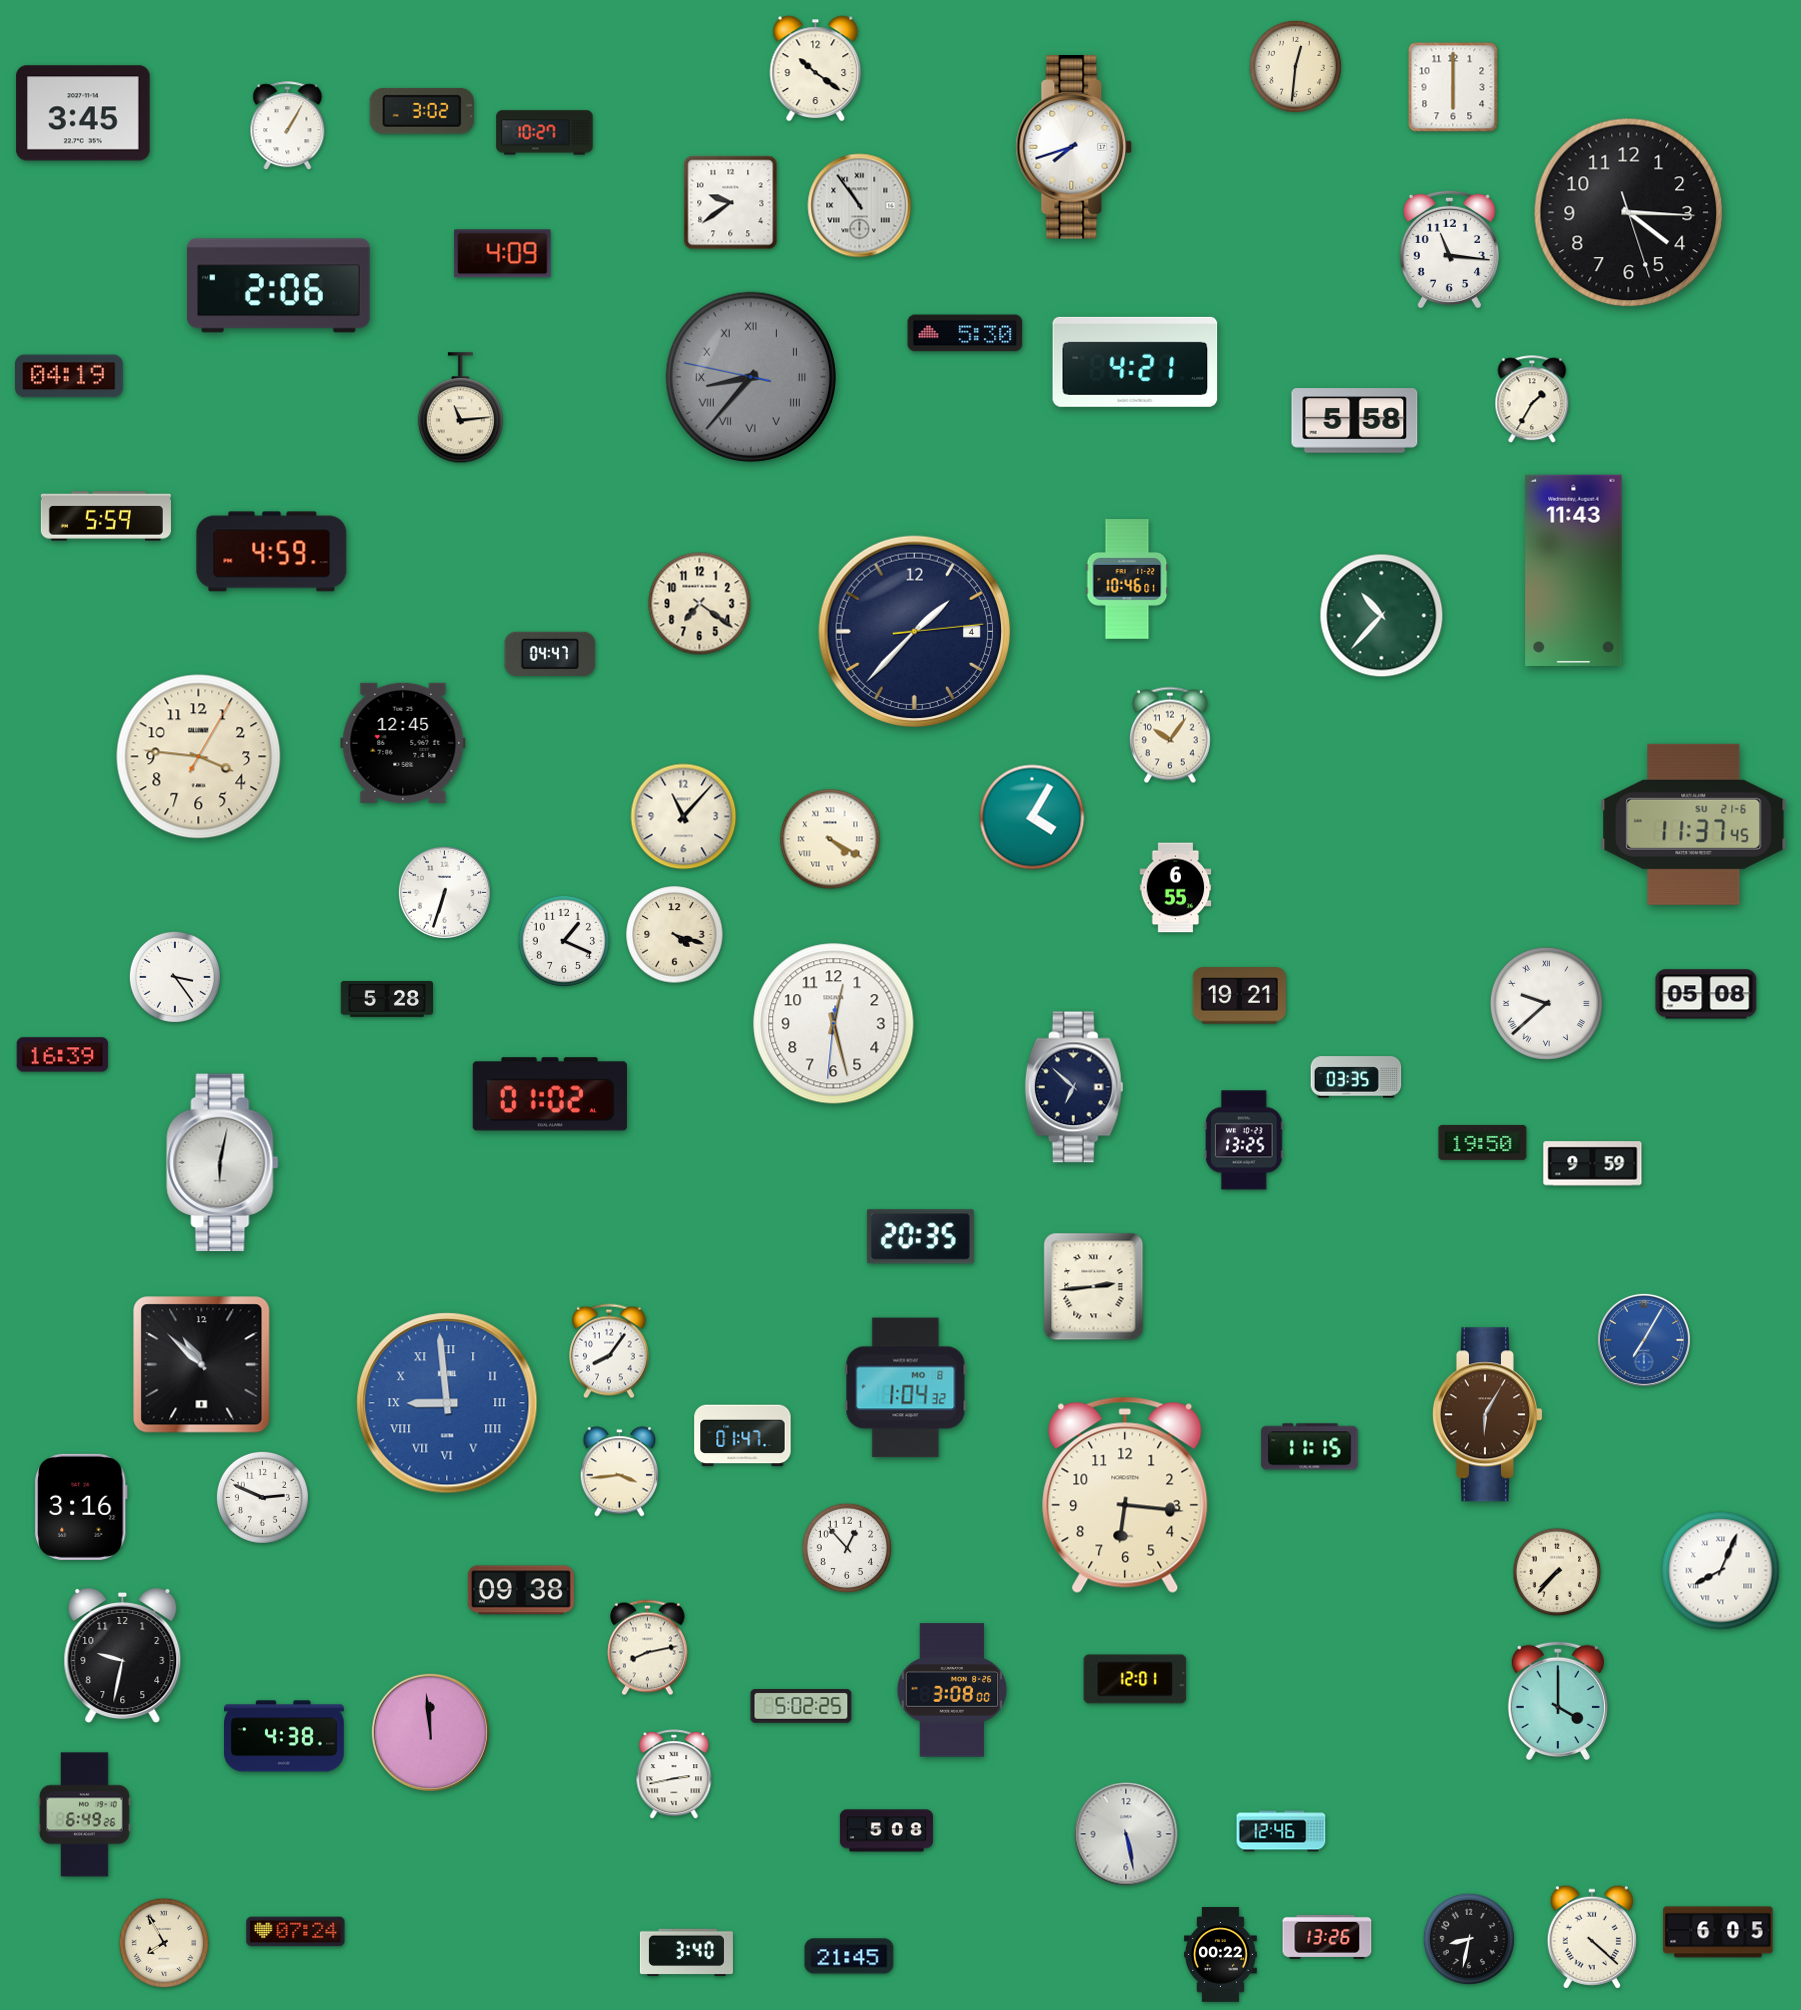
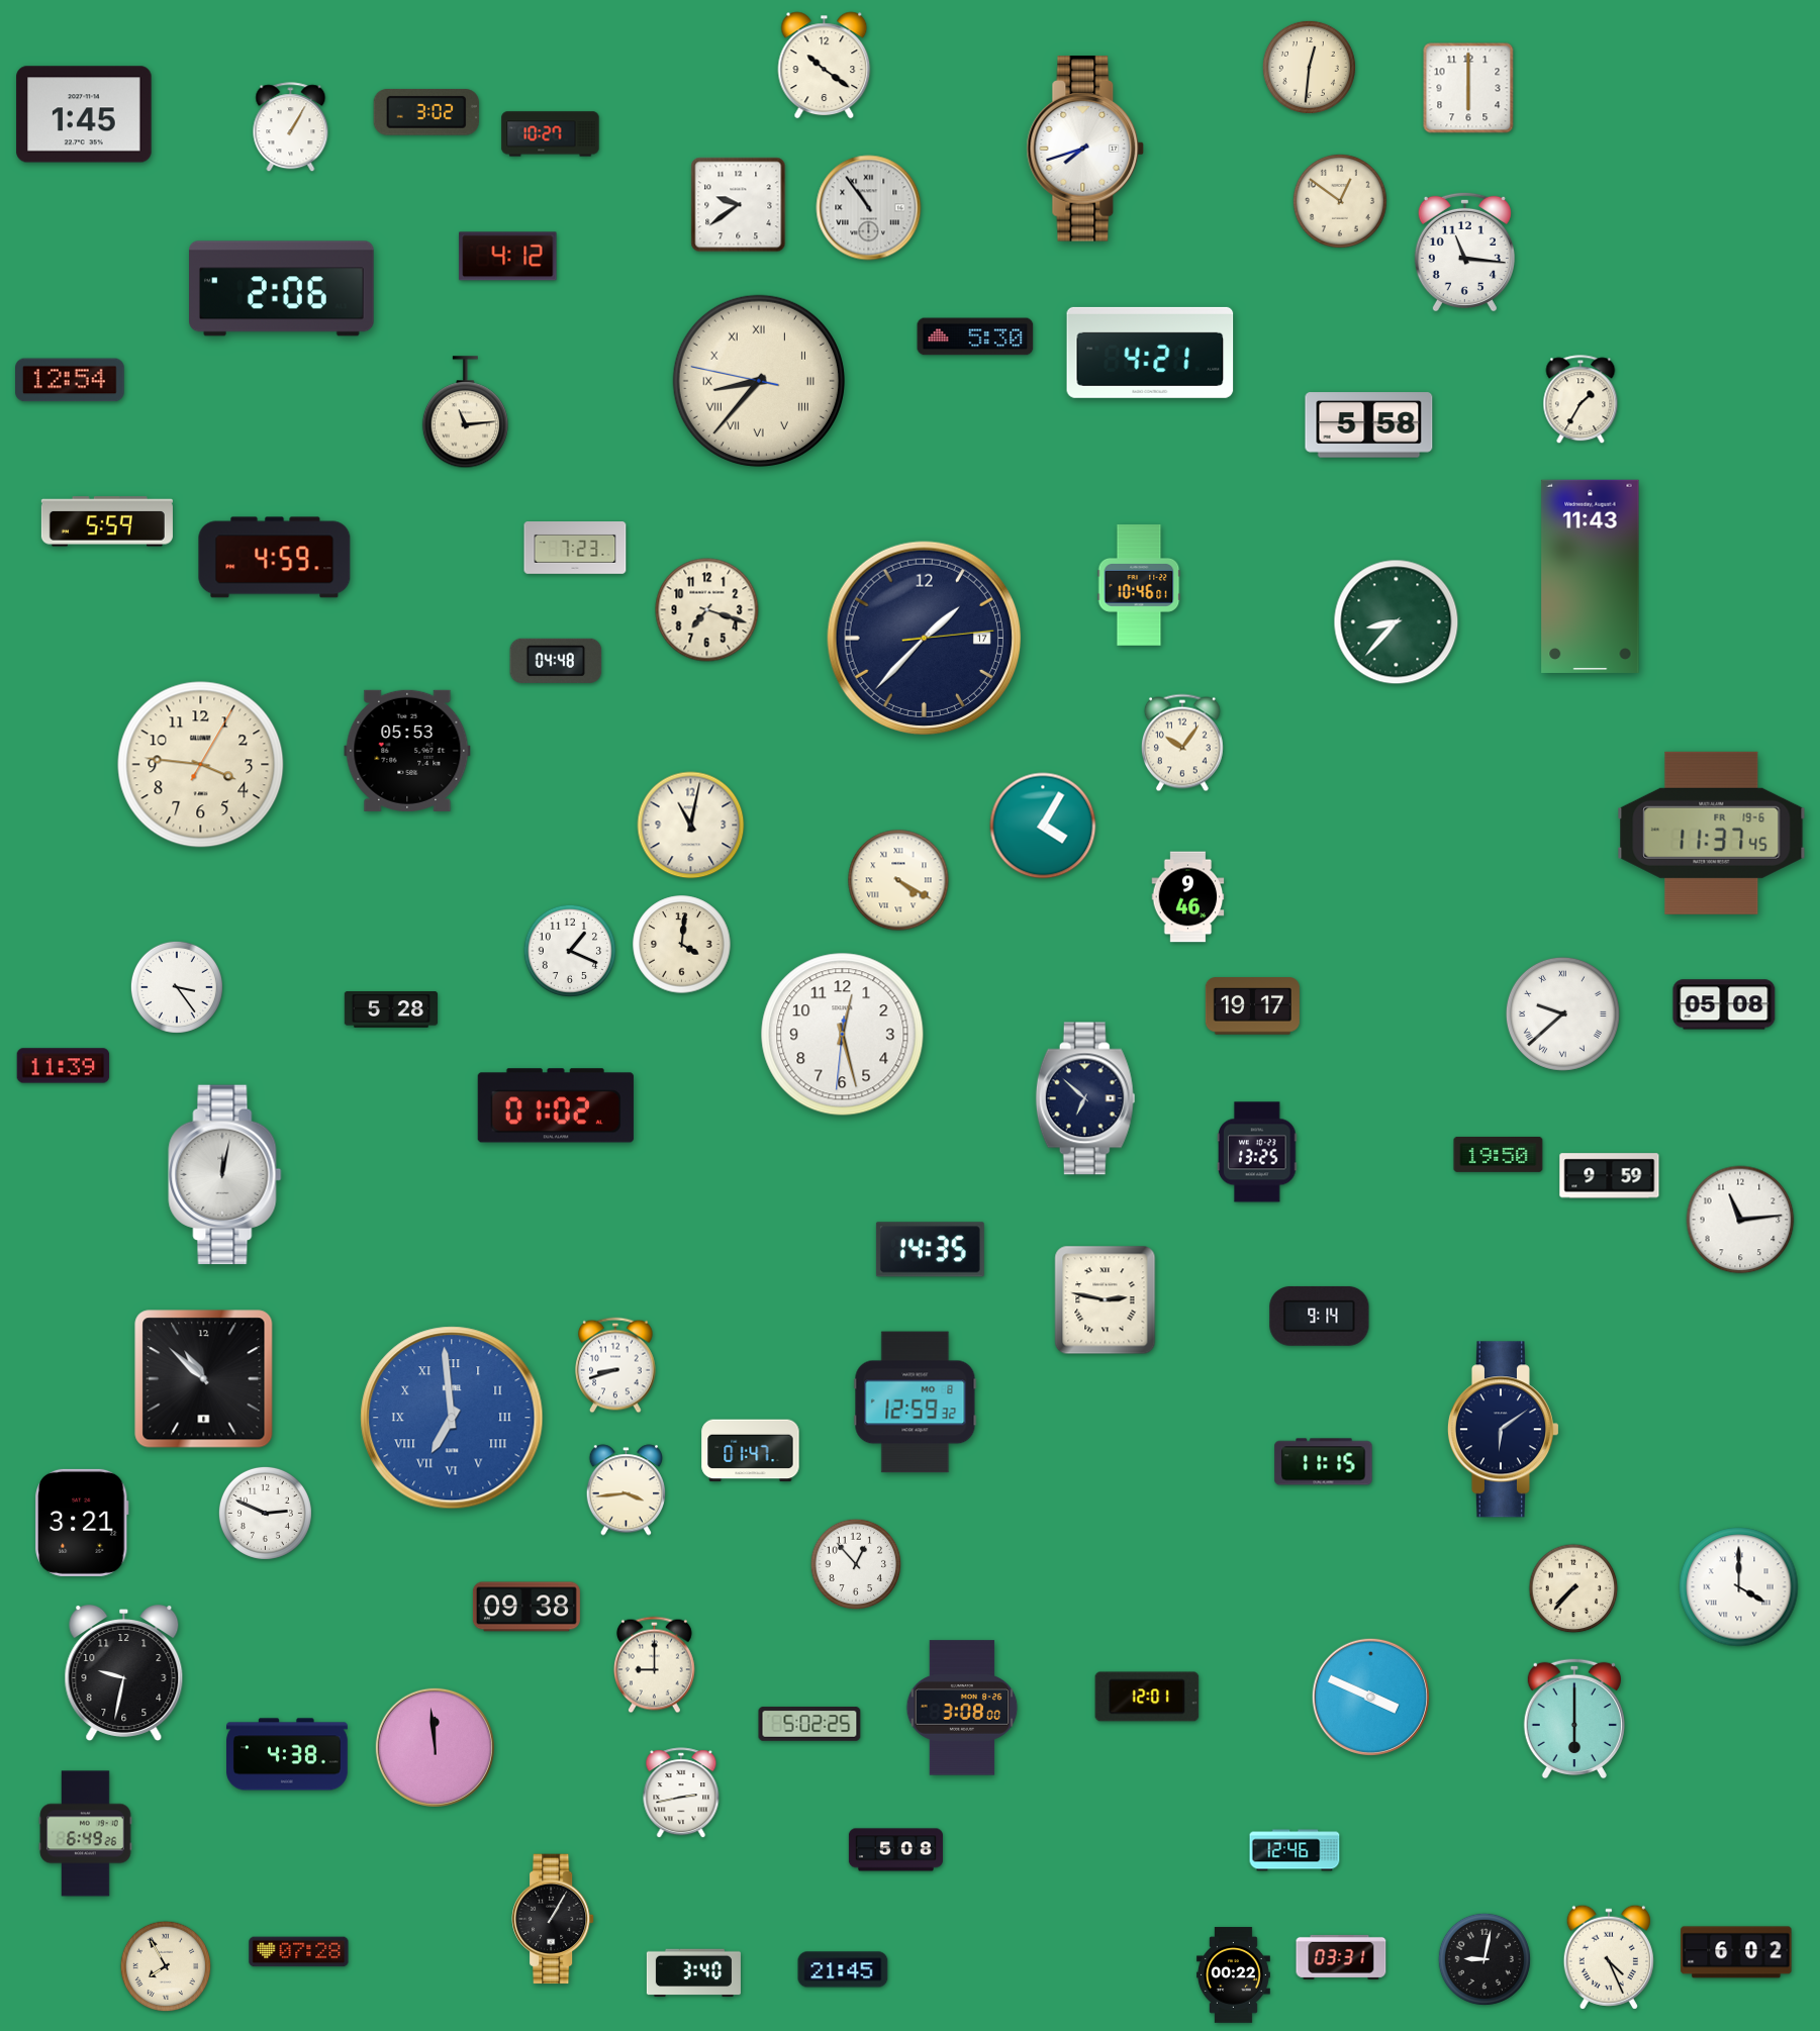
clock at (816, 69) position: (816, 69) -> (825, 66)
clock at (83, 113): 3:45 -> 1:45
clock at (1340, 201): none -> 12:51
clock at (1629, 213): 4:15 -> none
clock at (503, 254): 4:09 -> 4:12
clock at (1135, 362) position: (1135, 362) -> (1150, 353)
clock at (70, 376): 04:19 -> 12:54
clock at (751, 377) dial: grey -> cream
clock at (1532, 400) position: (1532, 400) -> (1580, 400)
clock at (575, 549): none -> 7:23
clock at (700, 604): 7:21 -> 7:18
clock at (1382, 616): 10:37 -> 8:37
clock at (915, 632) date: 4 -> 17
clock at (550, 654): 04:47 -> 04:48
clock at (403, 743): 12:45 -> 05:53
clock at (684, 817): 11:07 -> 11:02
clock at (1694, 824) date: SU 21-6 -> FR 19-6
clock at (830, 839) position: (830, 839) -> (898, 880)
clock at (1176, 888): 6:55 -> 9:46
clock at (444, 892): 6:33 -> none
clock at (675, 935): 4:18 -> 4:01
clock at (1239, 996): 19:21 -> 19:17
clock at (63, 1055): 16:39 -> 11:39
clock at (1356, 1077): 03:35 -> none
clock at (223, 1163): 6:02 -> 12:02
clock at (1740, 1220): none -> 11:14
clock at (920, 1237): 20:35 -> 14:35
clock at (1094, 1287): 2:44 -> 2:47
clock at (1320, 1316): none -> 9:14
clock at (1644, 1340): 7:05 -> none
clock at (610, 1351): 8:06 -> 8:42
clock at (906, 1388): 1:04 -> 12:59
clock at (447, 1403): 8:59 -> 6:59
clock at (1487, 1415): 6:05 -> 6:09
clock at (1487, 1415) dial: brown -> navy
clock at (619, 1472) position: (619, 1472) -> (626, 1490)
clock at (1125, 1495): 6:16 -> none
clock at (82, 1507): 3:16 -> 3:21
clock at (1721, 1571): 8:04 -> 4:00
clock at (647, 1648): 8:13 -> 9:00
clock at (1370, 1697): none -> 3:49
clock at (1558, 1701): 4:00 -> 6:00
clock at (430, 1732) position: (430, 1732) -> (435, 1747)
clock at (1126, 1834): 5:28 -> none
clock at (554, 1919): none -> 1:05
clock at (296, 1932): 07:24 -> 07:28
clock at (1718, 1932): 6:05 -> 6:02
clock at (1327, 1937): 13:26 -> 03:31
clock at (1592, 1937): 4:22 -> 4:26
clock at (1469, 1939): 8:32 -> 9:02
clock at (164, 1943) position: (164, 1943) -> (166, 1966)
clock at (849, 1956) position: (849, 1956) -> (843, 1969)
